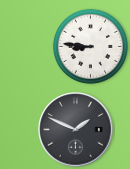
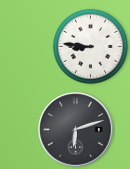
clock at (76, 130): 1:49 -> 6:12
